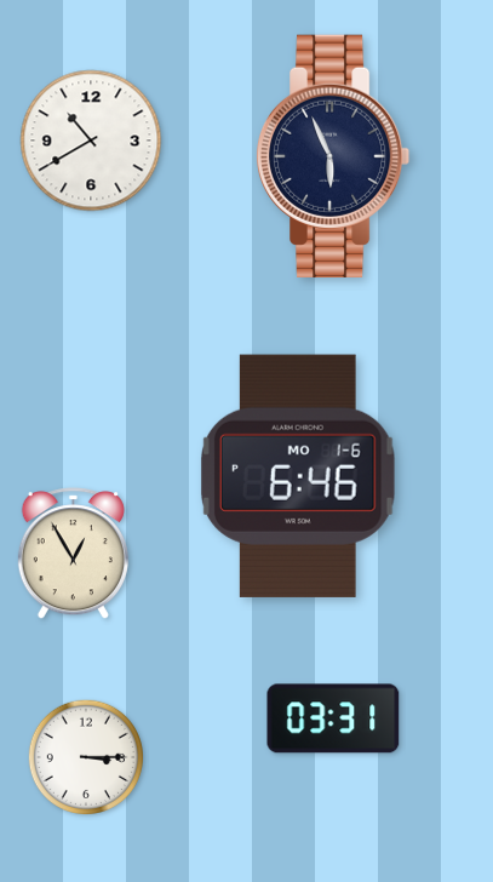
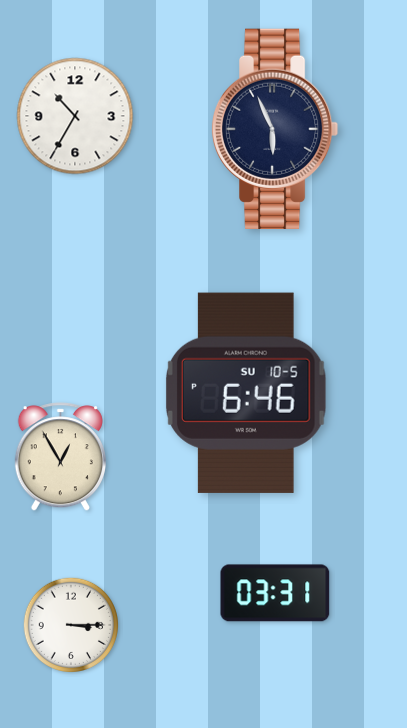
clock at (91, 141): 10:40 -> 10:35
clock at (298, 476) date: MO 1-6 -> SU 10-5
